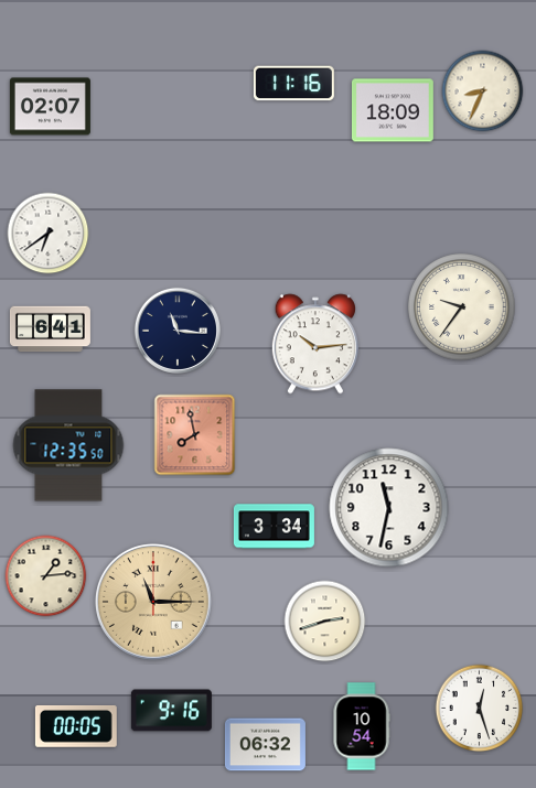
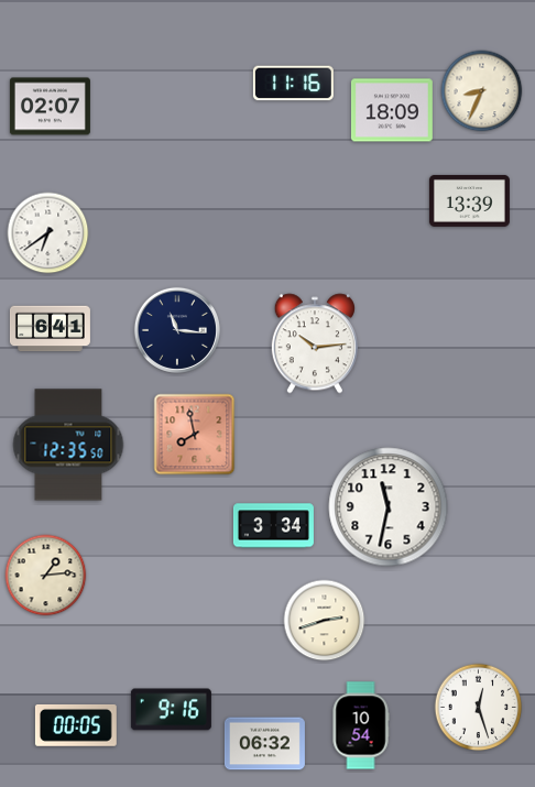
clock at (469, 200): none -> 13:39
clock at (462, 307): 9:36 -> none
clock at (154, 603): 11:15 -> none
